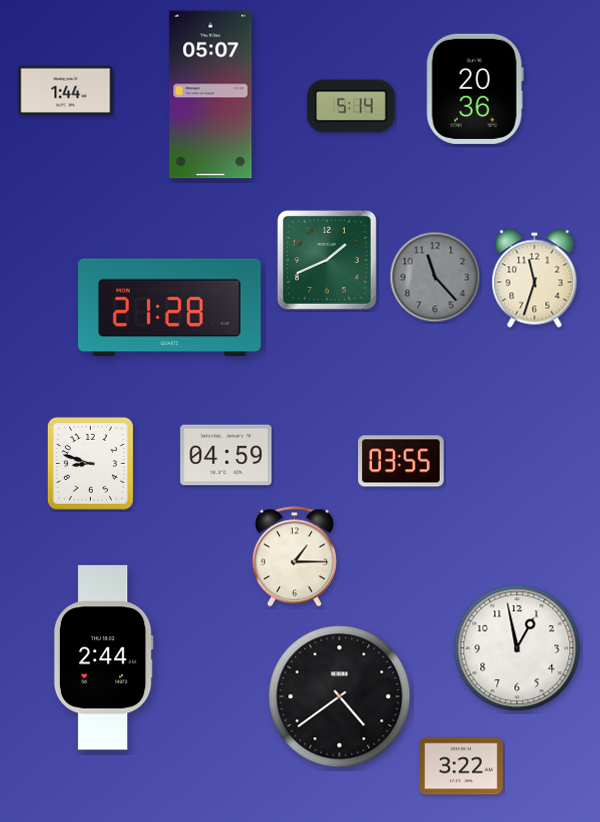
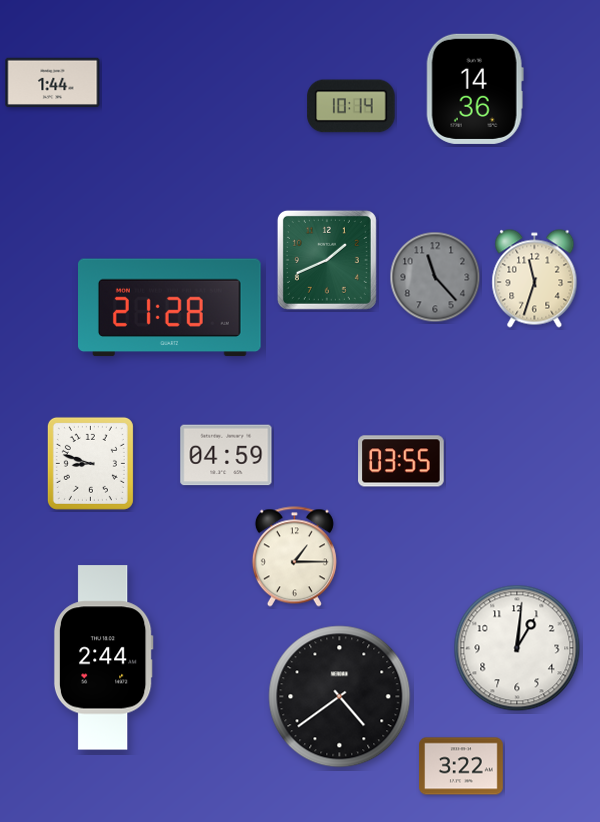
clock at (475, 89): 20:36 -> 14:36
clock at (66, 91) position: (66, 91) -> (53, 83)
clock at (211, 95): 05:07 -> none
clock at (351, 106): 5:14 -> 10:14
clock at (517, 648): 12:58 -> 1:01
